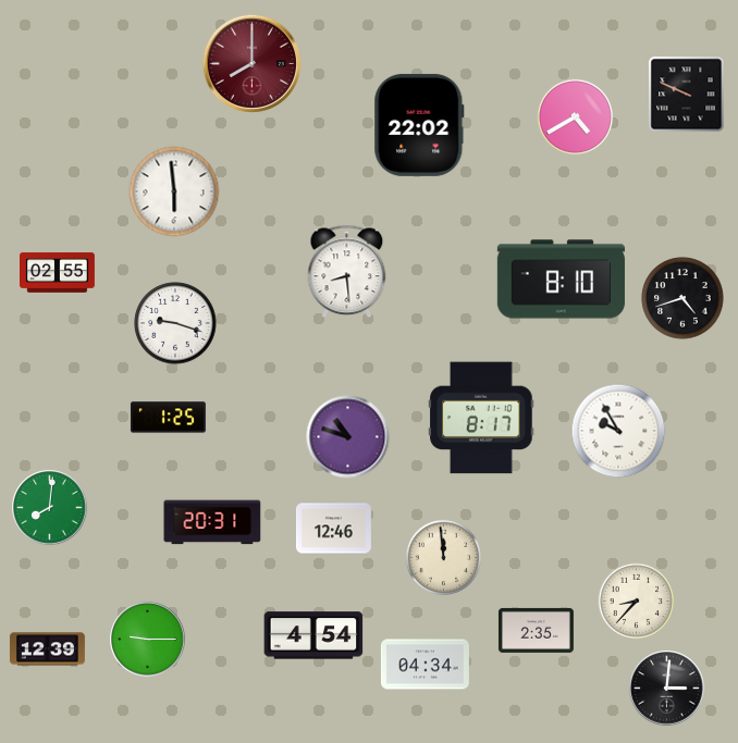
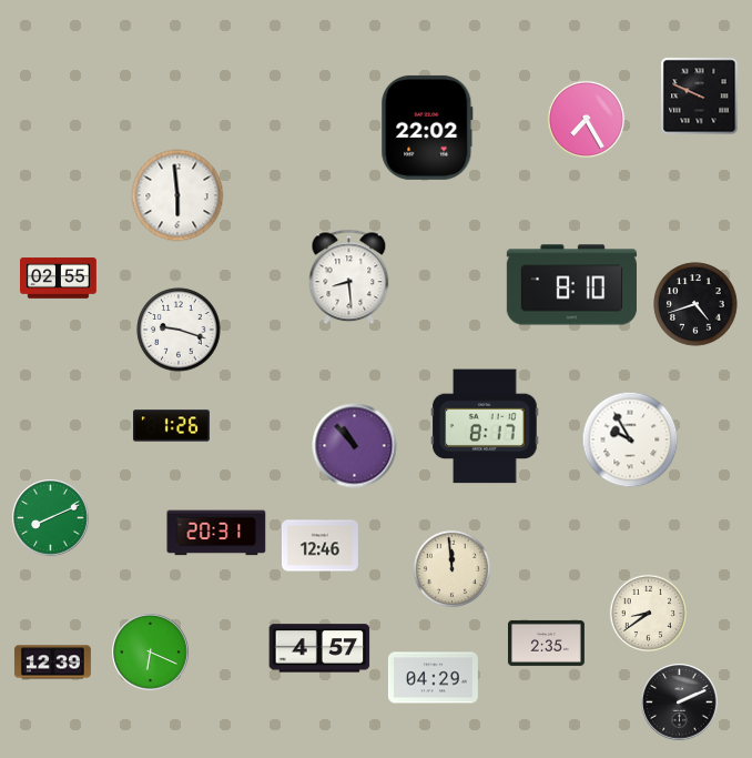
clock at (251, 63): 8:00 -> none
clock at (576, 117): 4:40 -> 7:25
clock at (347, 272) position: (347, 272) -> (349, 277)
clock at (168, 418): 1:25 -> 1:26
clock at (481, 418) position: (481, 418) -> (485, 426)
clock at (348, 437): 10:48 -> 10:53
clock at (50, 508): 8:01 -> 8:11
clock at (333, 529) position: (333, 529) -> (319, 546)
clock at (637, 602): 8:37 -> 8:39
clock at (313, 635): 4:54 -> 4:57
clock at (148, 640): 9:15 -> 6:19
clock at (47, 649) position: (47, 649) -> (52, 663)
clock at (425, 665): 04:34 -> 04:29
clock at (667, 689): 3:01 -> 2:11
